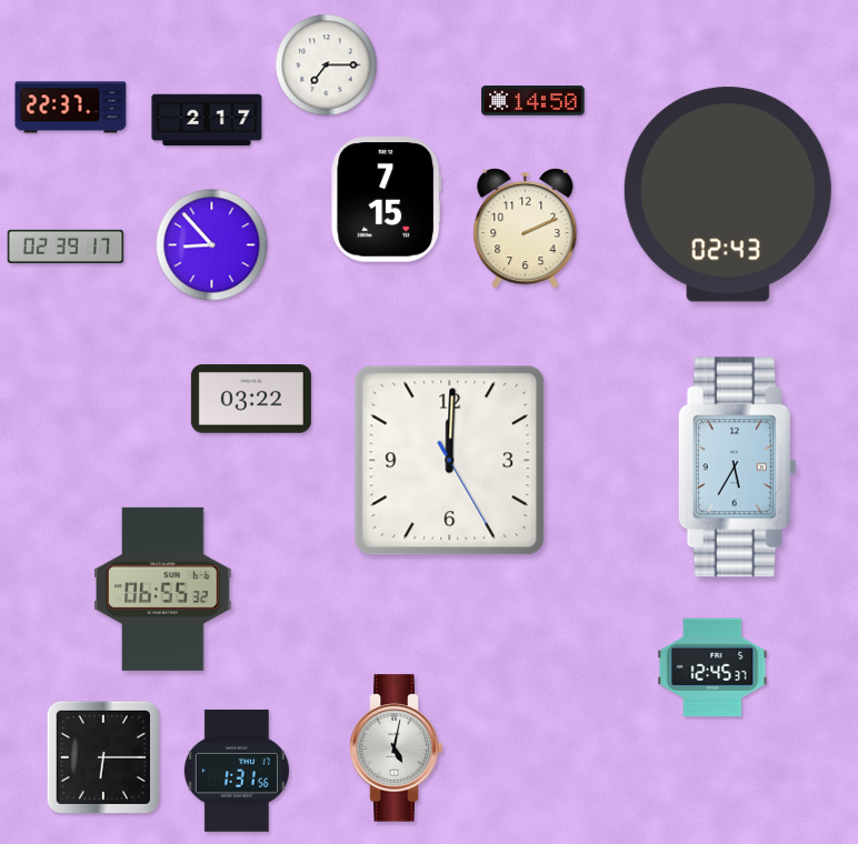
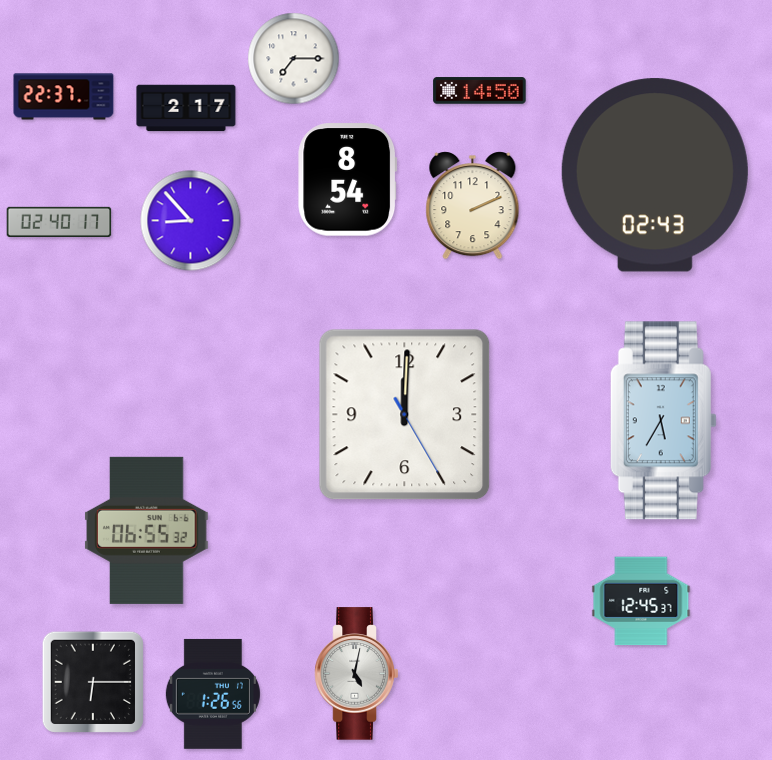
clock at (387, 200): 7:15 -> 8:54
clock at (66, 247): 02:39 -> 02:40
clock at (251, 399): 03:22 -> none
clock at (237, 771): 1:31 -> 1:26
